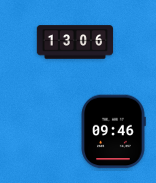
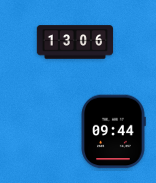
clock at (113, 132): 09:46 -> 09:44
